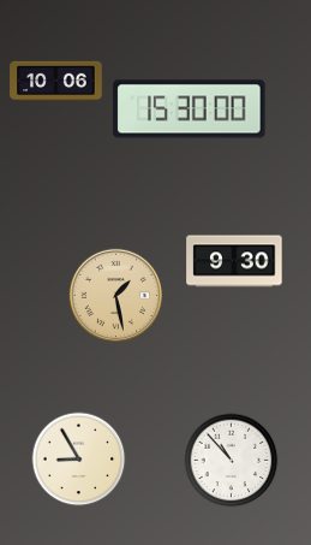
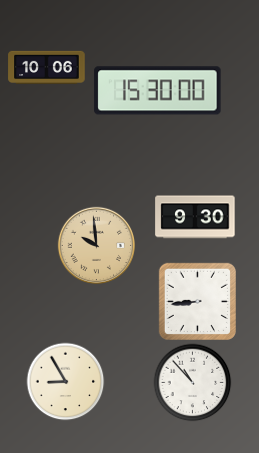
clock at (115, 295): 1:28 -> 9:59
clock at (197, 301): none -> 8:44
